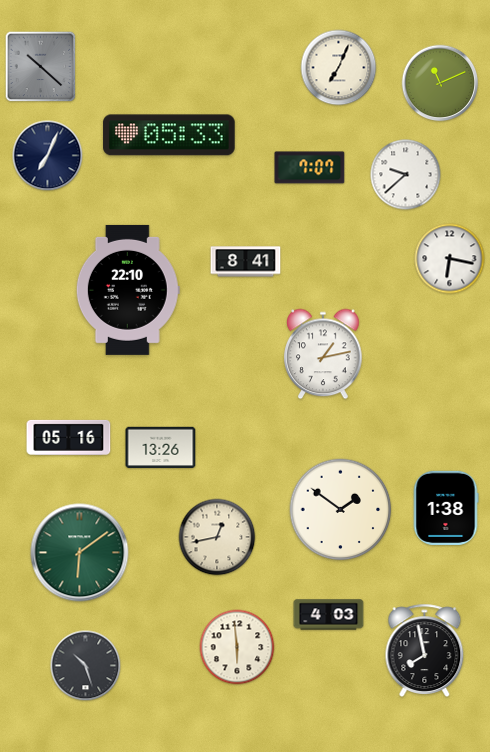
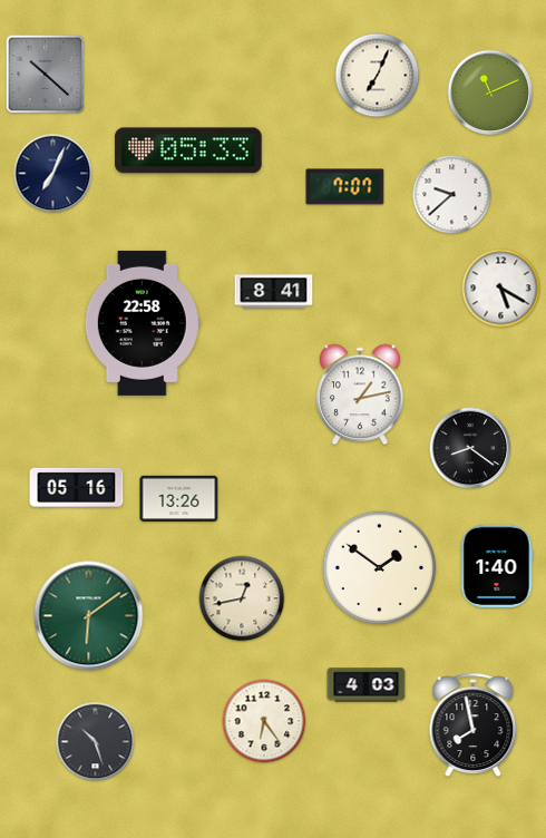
clock at (450, 259): 6:17 -> 5:20
clock at (128, 290): 22:10 -> 22:58
clock at (470, 448): none -> 8:21
clock at (446, 508): 1:38 -> 1:40
clock at (237, 647): 5:59 -> 6:24
